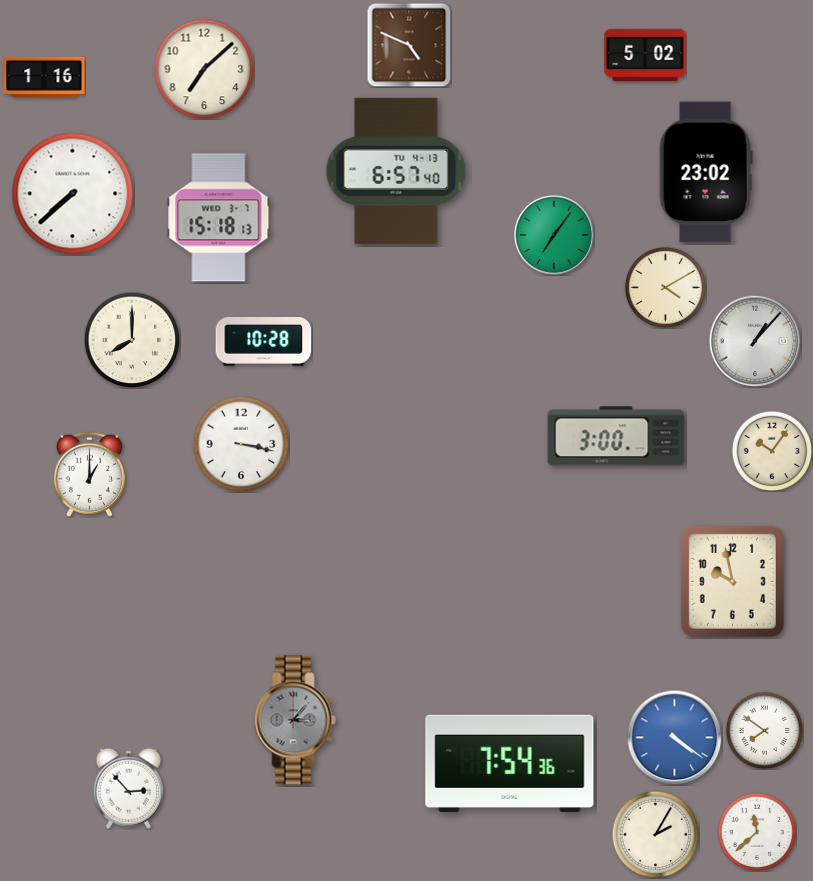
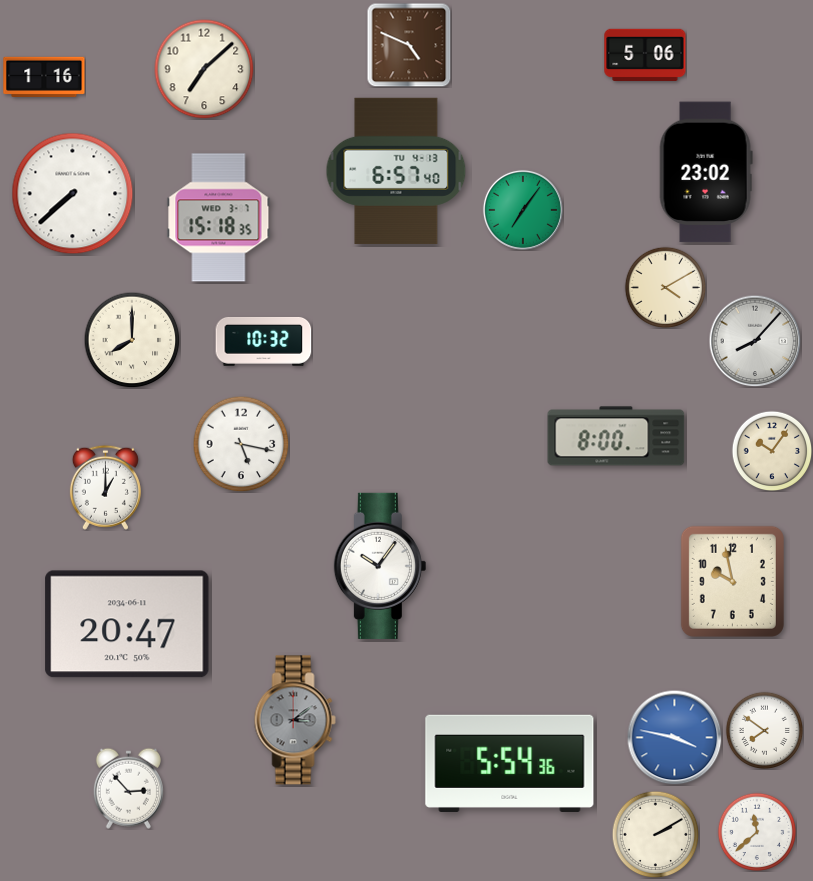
clock at (645, 54): 5:02 -> 5:06
clock at (219, 218): 15:18:13 -> 15:18:35
clock at (554, 235) position: (554, 235) -> (523, 210)
clock at (264, 341): 10:28 -> 10:32
clock at (755, 341): 1:07 -> 8:07
clock at (616, 436): 3:00 -> 8:00
clock at (241, 444): 3:17 -> 5:17
clock at (89, 474) position: (89, 474) -> (105, 487)
clock at (380, 566): none -> 10:06
clock at (127, 624): none -> 20:47
clock at (295, 720): 3:07 -> 3:09
clock at (674, 737): 4:21 -> 3:47
clock at (510, 763): 7:54 -> 5:54
clock at (655, 834): 2:05 -> 2:10
